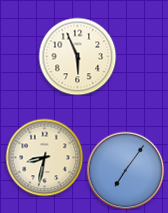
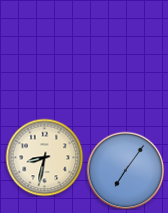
clock at (77, 56): 5:56 -> none
